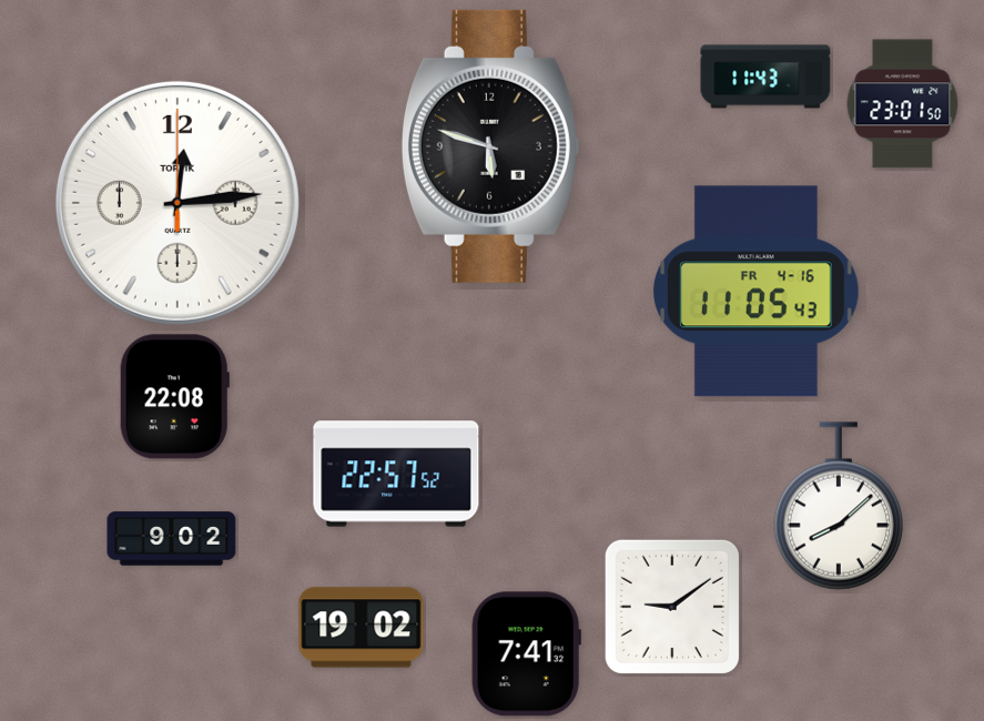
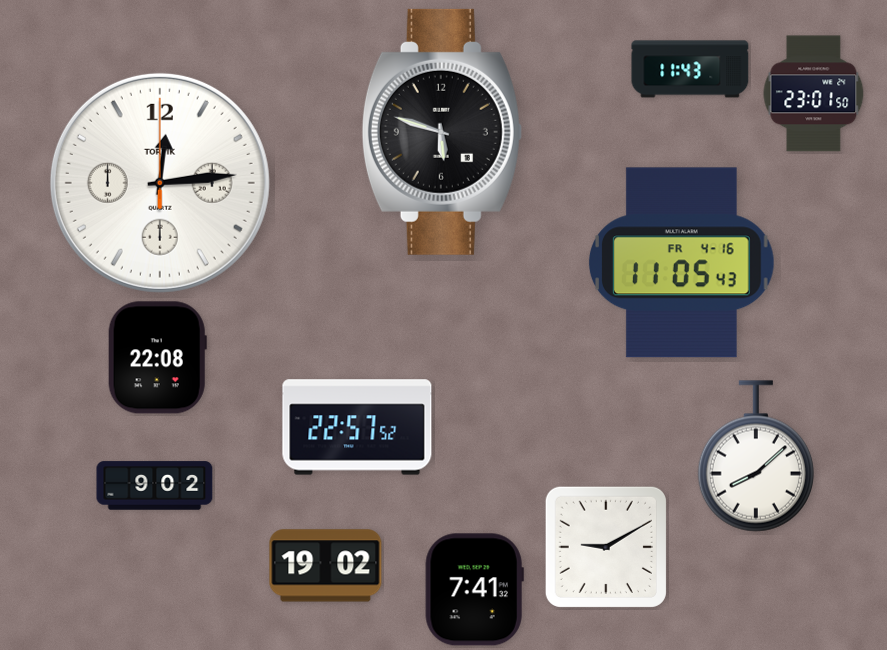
clock at (672, 607): 9:09 -> 9:10
